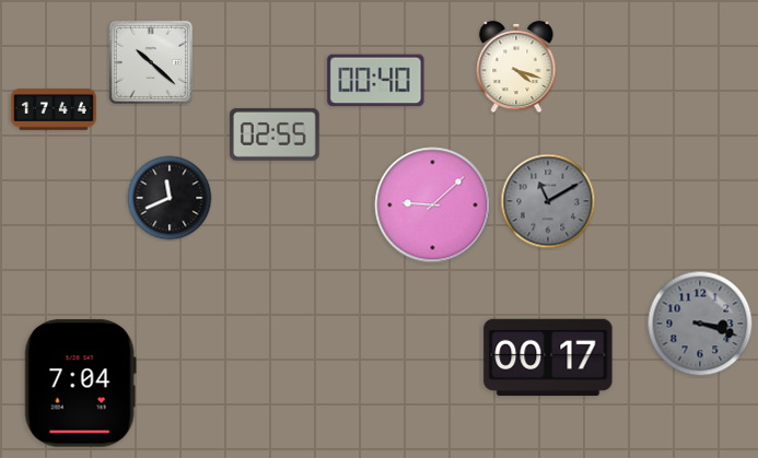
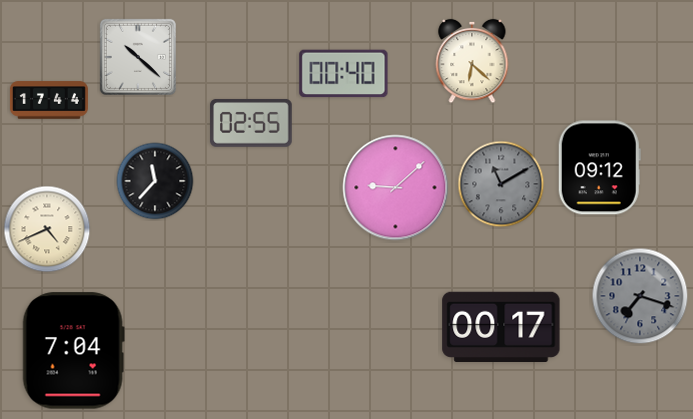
clock at (516, 67): 4:18 -> 6:22
clock at (599, 168): none -> 09:12
clock at (170, 198): 11:41 -> 11:37
clock at (47, 229): none -> 4:41
clock at (700, 324): 3:18 -> 7:18
